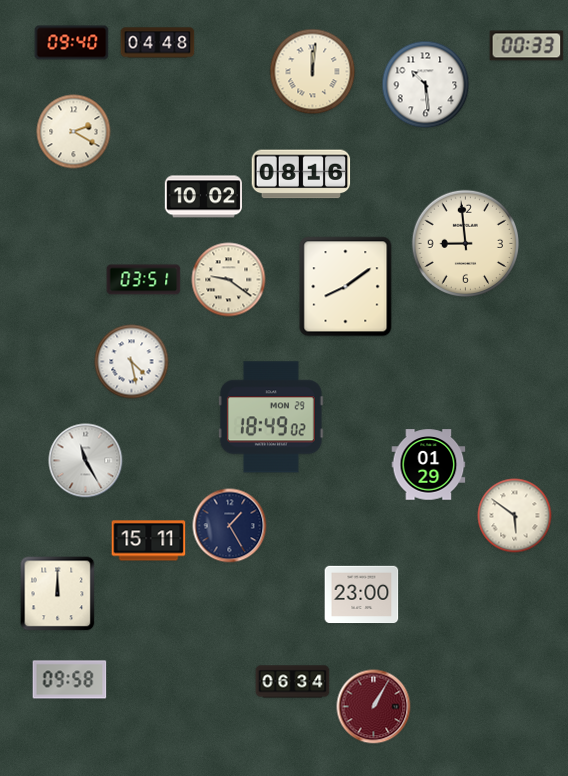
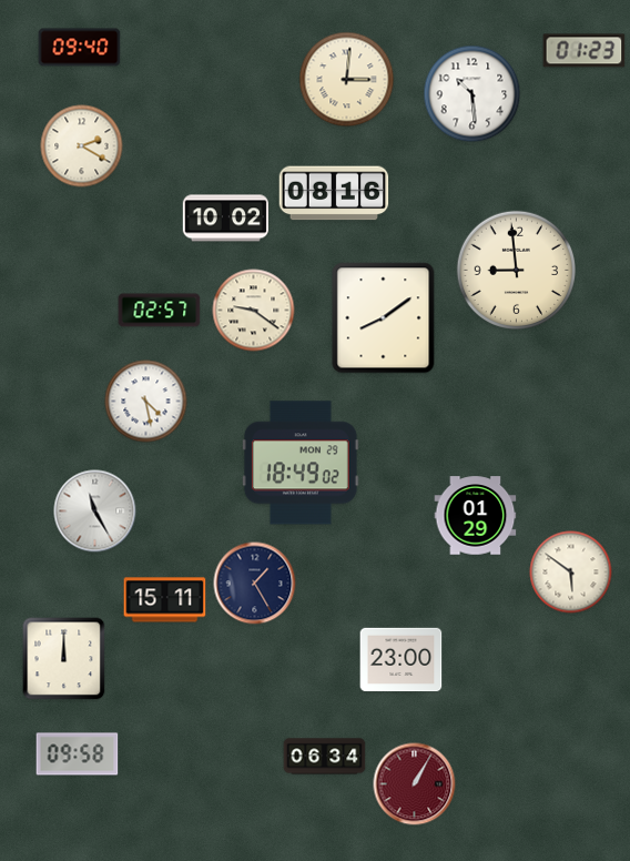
clock at (158, 43): 04:48 -> none
clock at (527, 46): 00:33 -> 01:23
clock at (313, 72): 12:01 -> 3:01
clock at (144, 280): 03:51 -> 02:57
